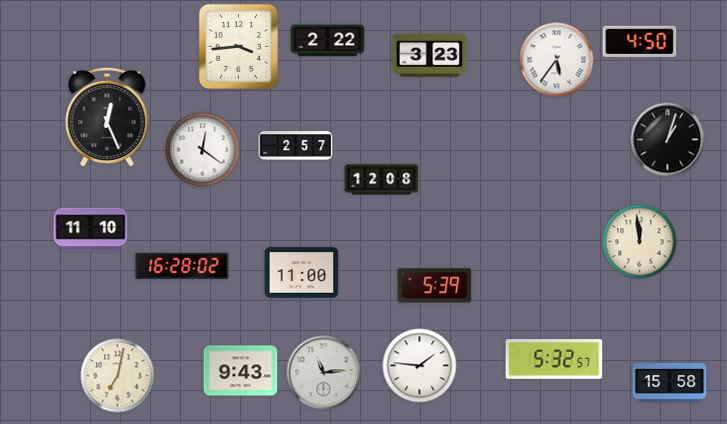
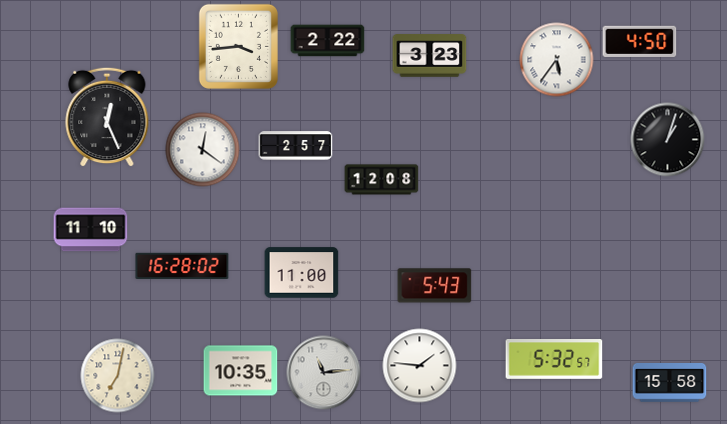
clock at (640, 242): 11:59 -> none
clock at (435, 286): 5:39 -> 5:43
clock at (241, 371): 9:43 -> 10:35
